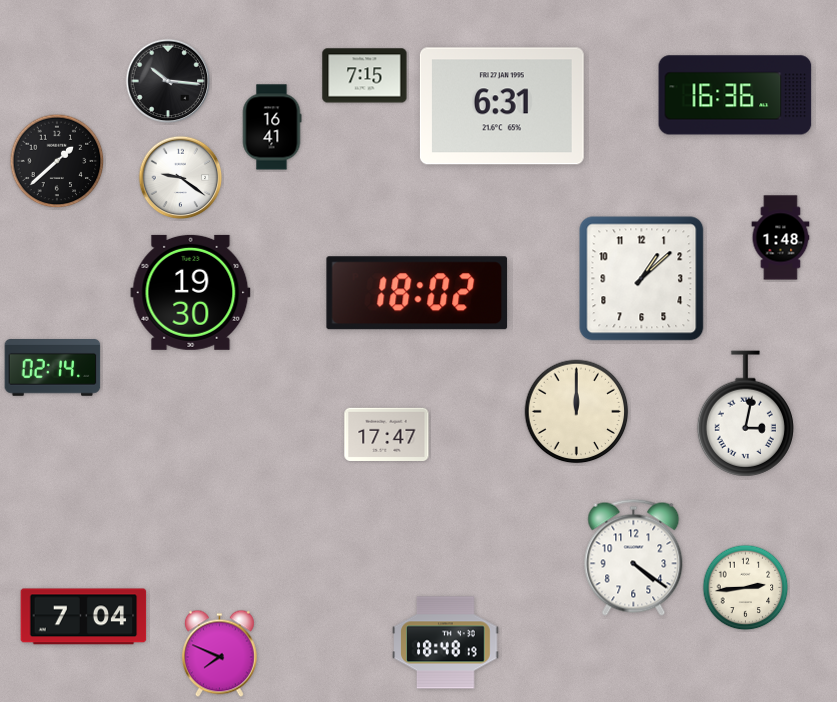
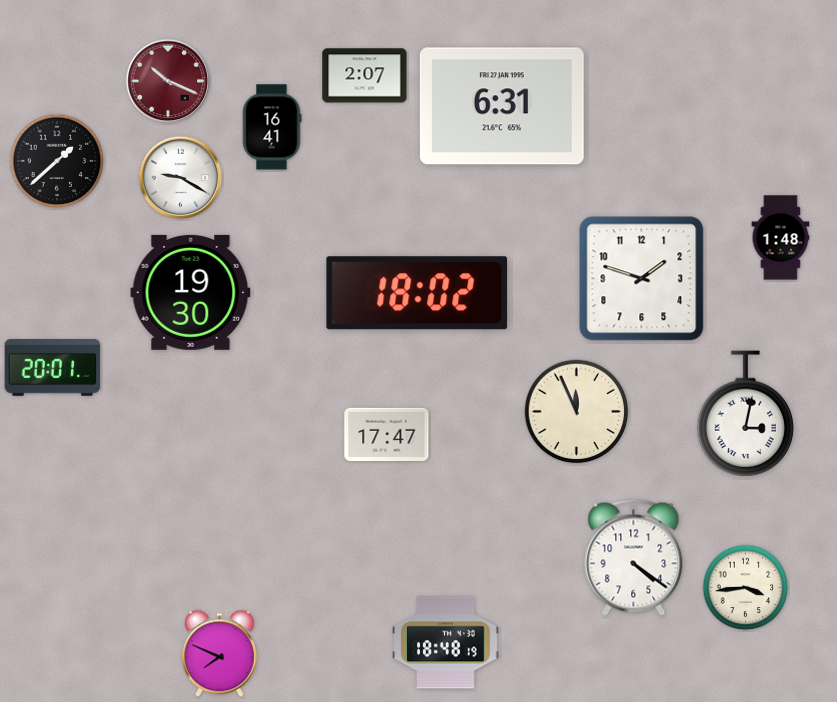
clock at (365, 76): 7:15 -> 2:07
clock at (168, 81): 10:16 -> 10:19
clock at (168, 81) dial: black -> burgundy
clock at (735, 95): 16:36 -> none
clock at (181, 178): 9:21 -> 9:20
clock at (642, 279): 1:08 -> 1:48
clock at (53, 368): 02:14 -> 20:01
clock at (577, 412): 12:00 -> 11:56
clock at (746, 588): 2:44 -> 3:44
clock at (84, 617): 7:04 -> none
